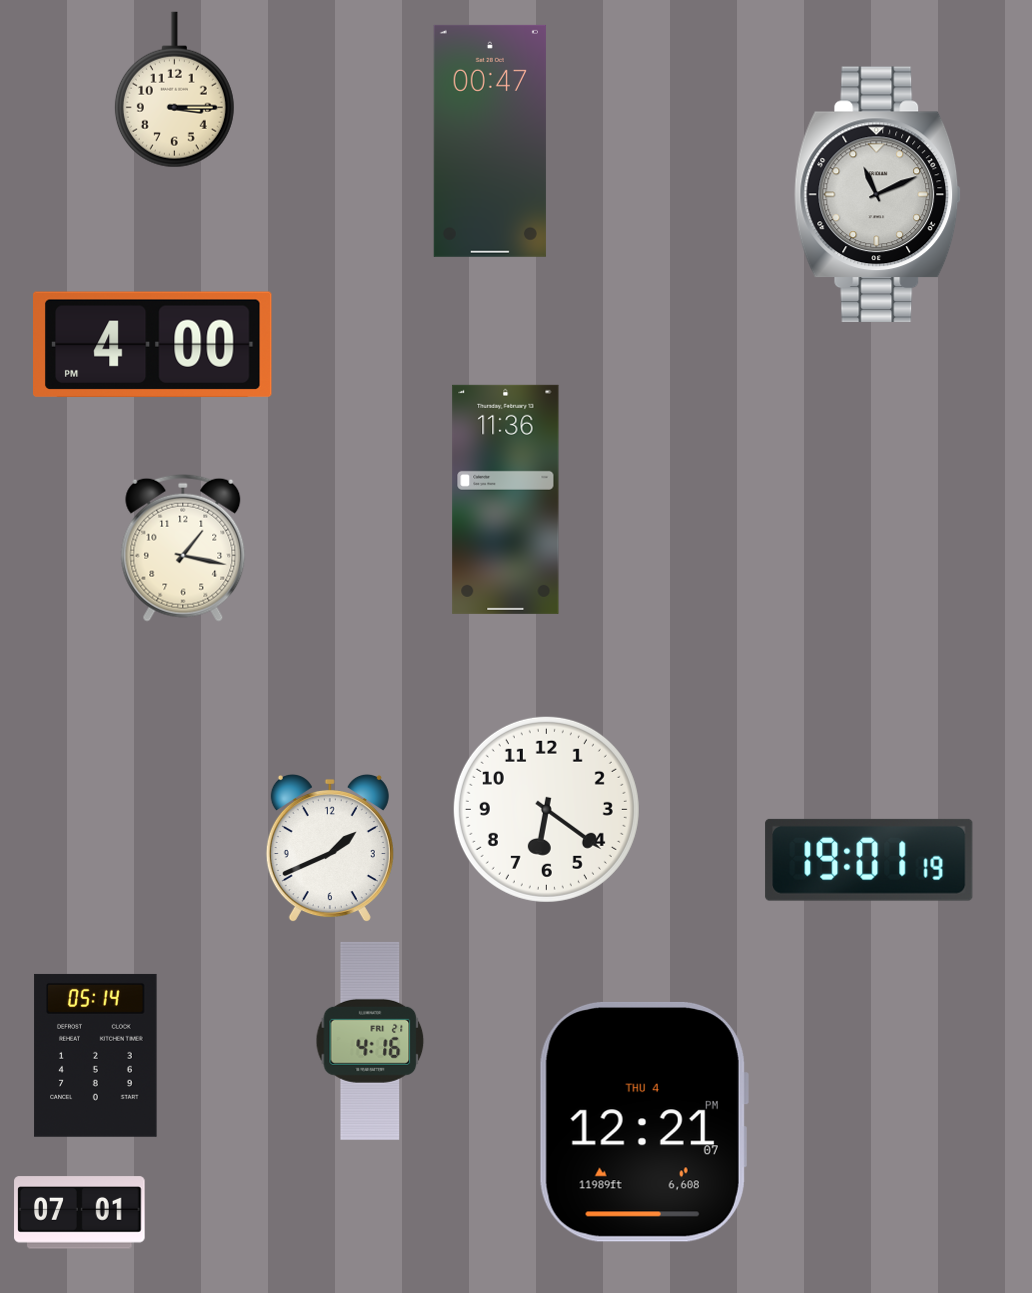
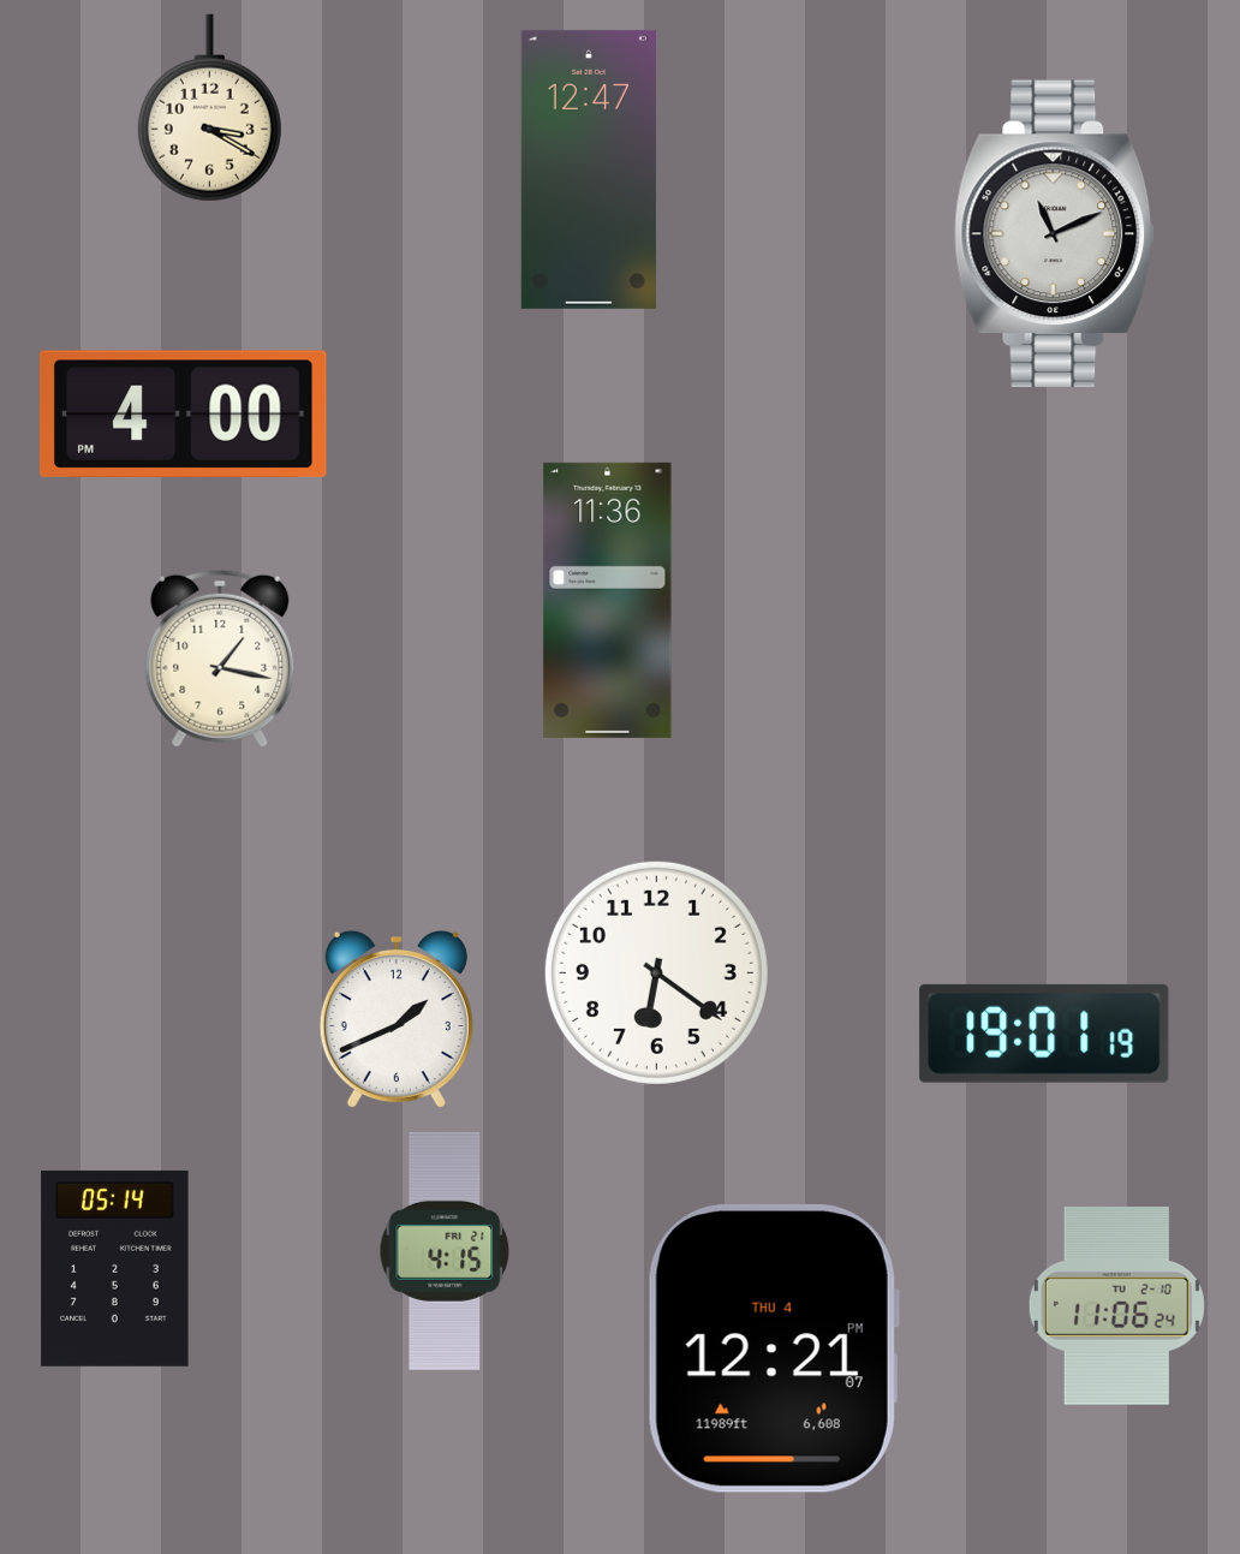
clock at (174, 90): 3:15 -> 3:20
clock at (490, 141): 00:47 -> 12:47
clock at (370, 1041): 4:16 -> 4:15
clock at (1116, 1306): none -> 11:06
clock at (80, 1213): 07:01 -> none
